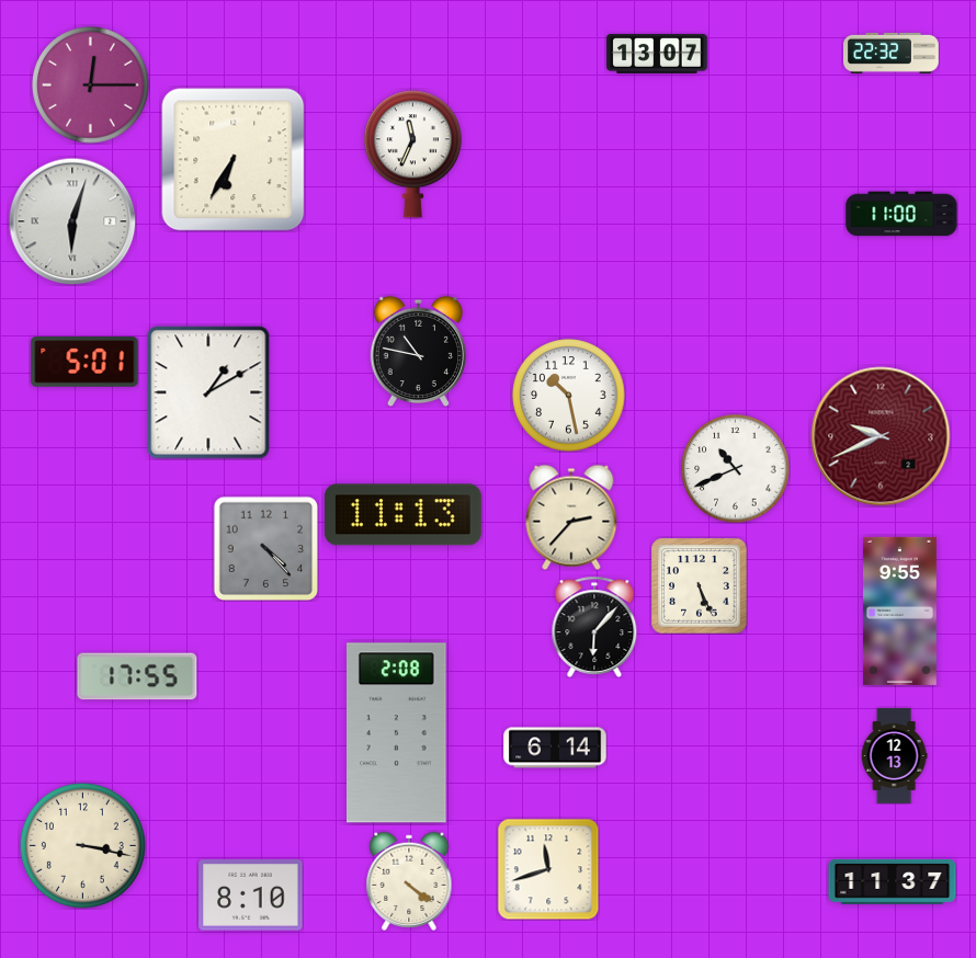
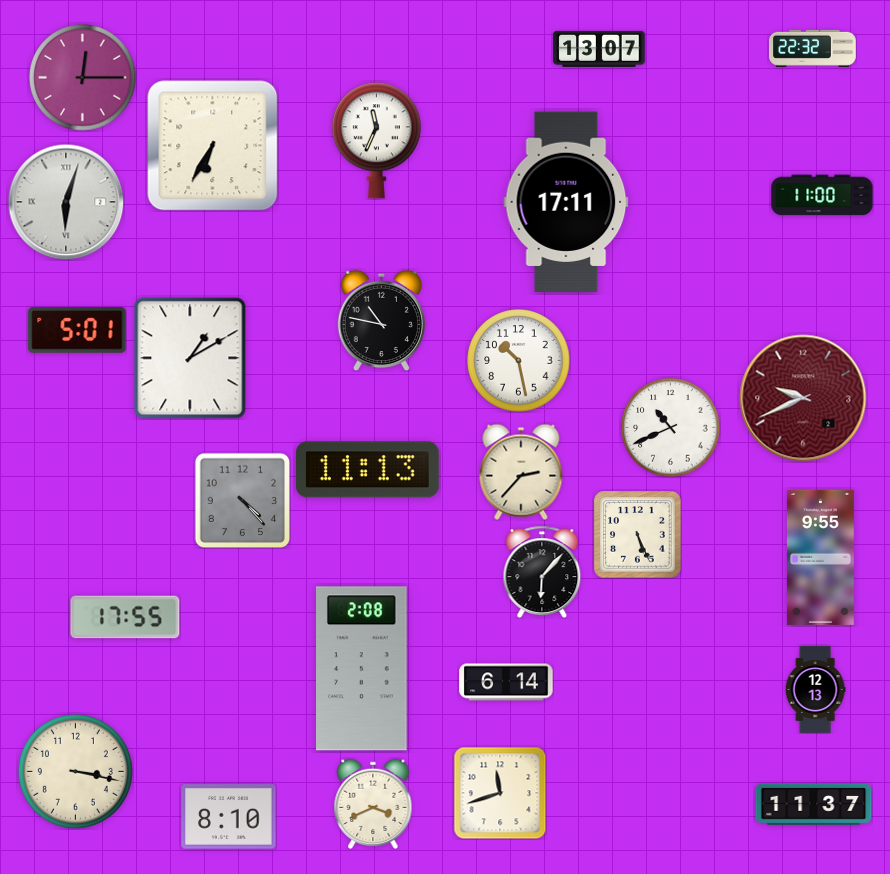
clock at (566, 202): none -> 17:11
clock at (409, 881): 4:21 -> 3:41
